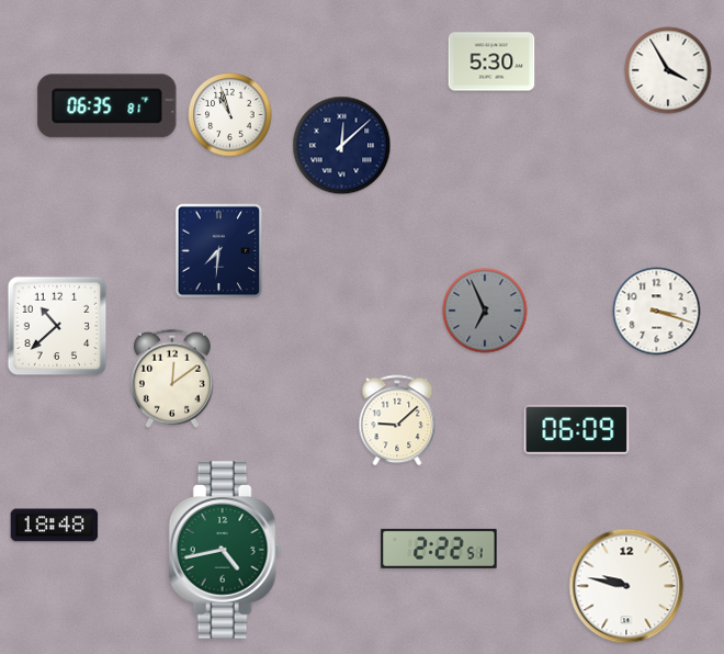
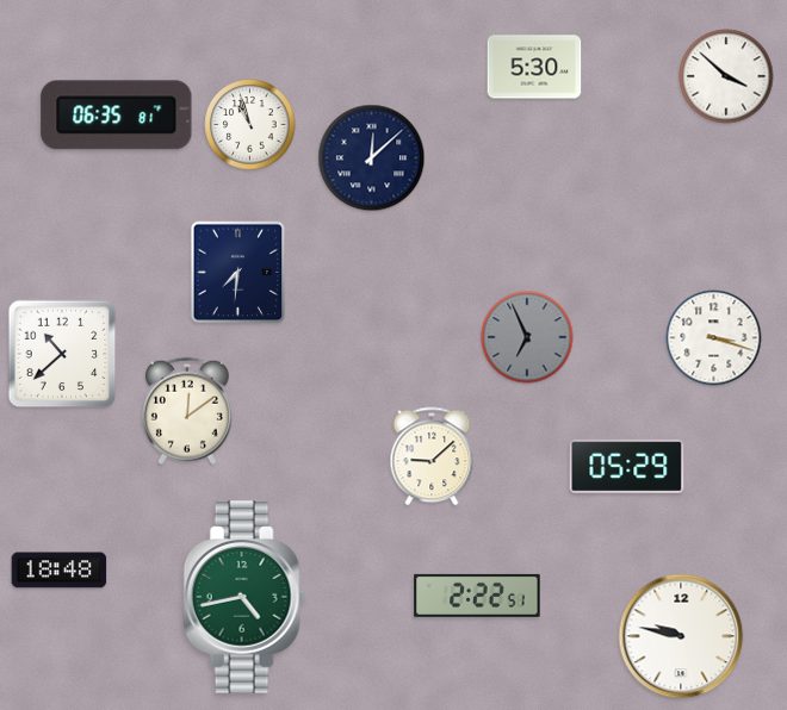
clock at (668, 70): 3:55 -> 3:52
clock at (577, 429): 06:09 -> 05:29
